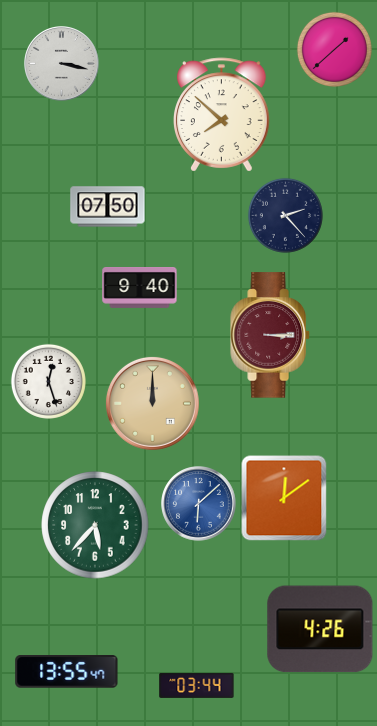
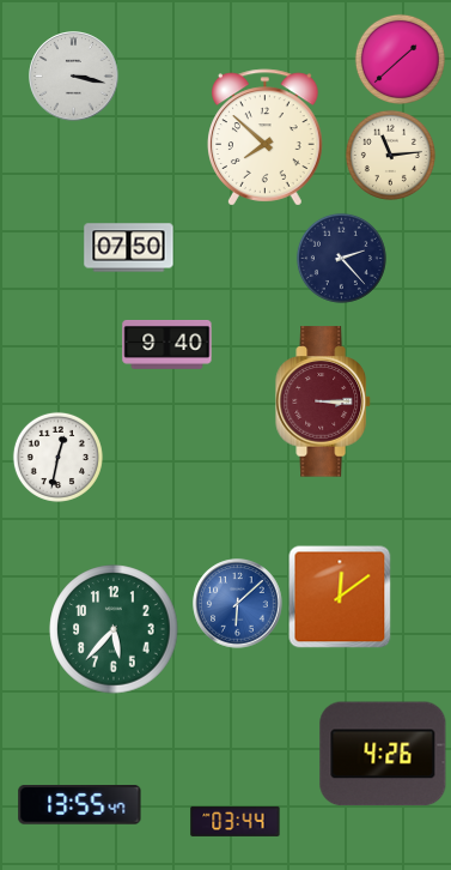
clock at (390, 155): none -> 11:14
clock at (48, 381): 12:27 -> 12:32
clock at (152, 403): 12:00 -> none
